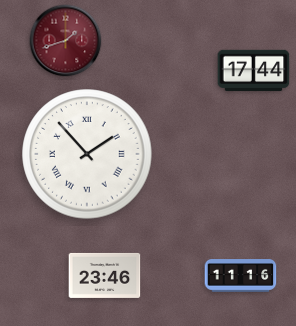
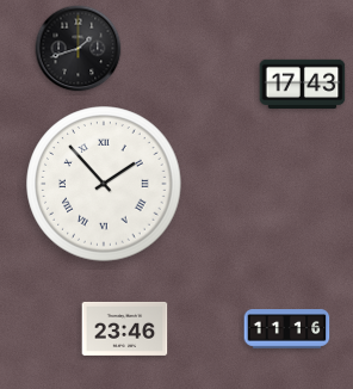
clock at (66, 41) dial: burgundy -> black
clock at (254, 71): 17:44 -> 17:43
